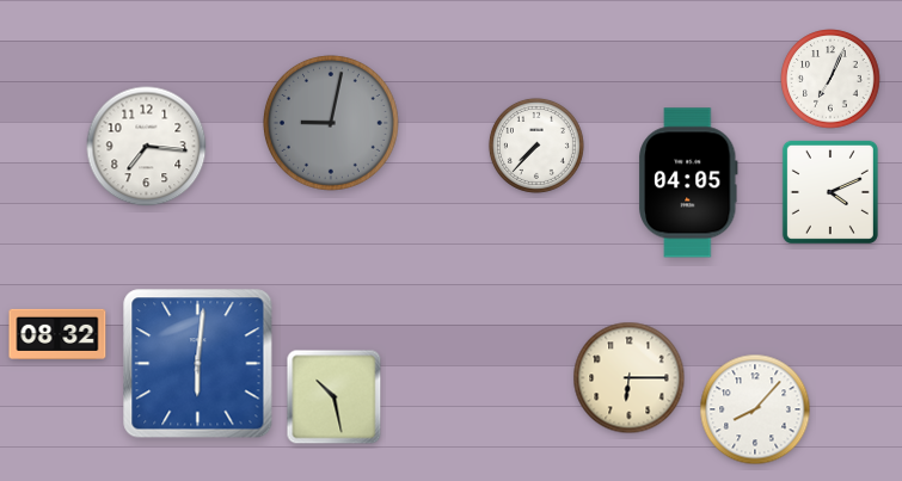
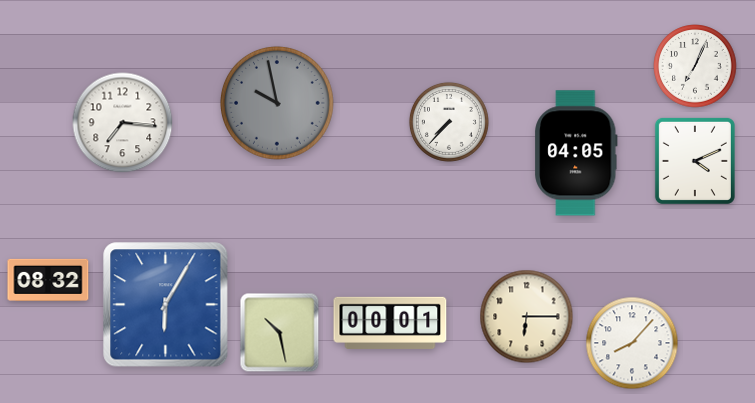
clock at (331, 123): 9:02 -> 9:58
clock at (198, 364): 6:01 -> 6:05
clock at (390, 322): none -> 00:01
